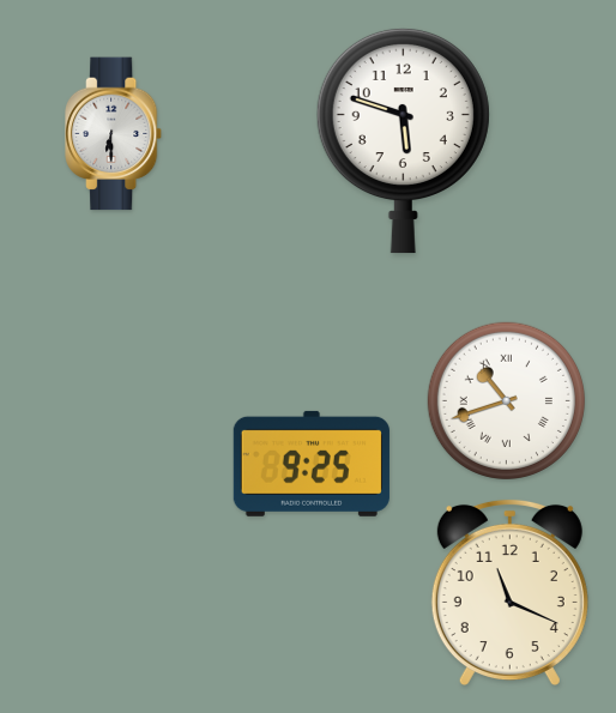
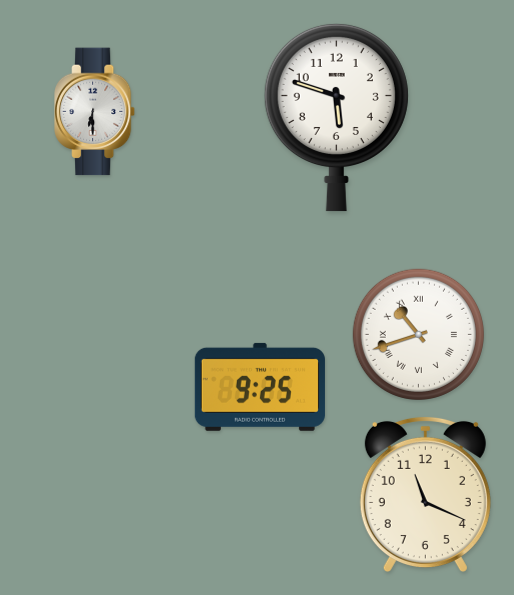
clock at (506, 400) position: (506, 400) -> (418, 334)
